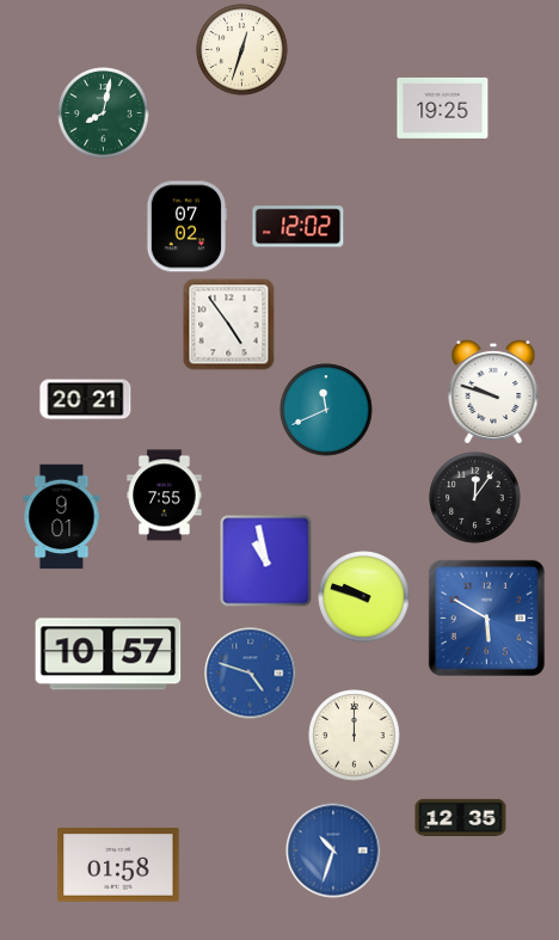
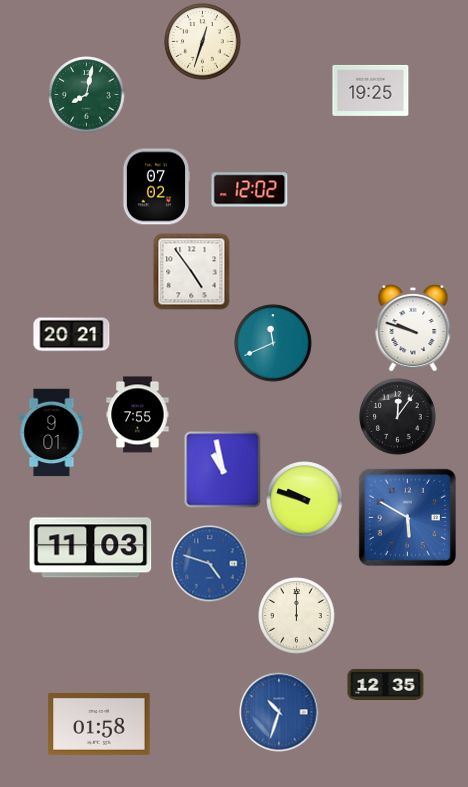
clock at (186, 227) position: (186, 227) -> (156, 187)
clock at (109, 655): 10:57 -> 11:03
